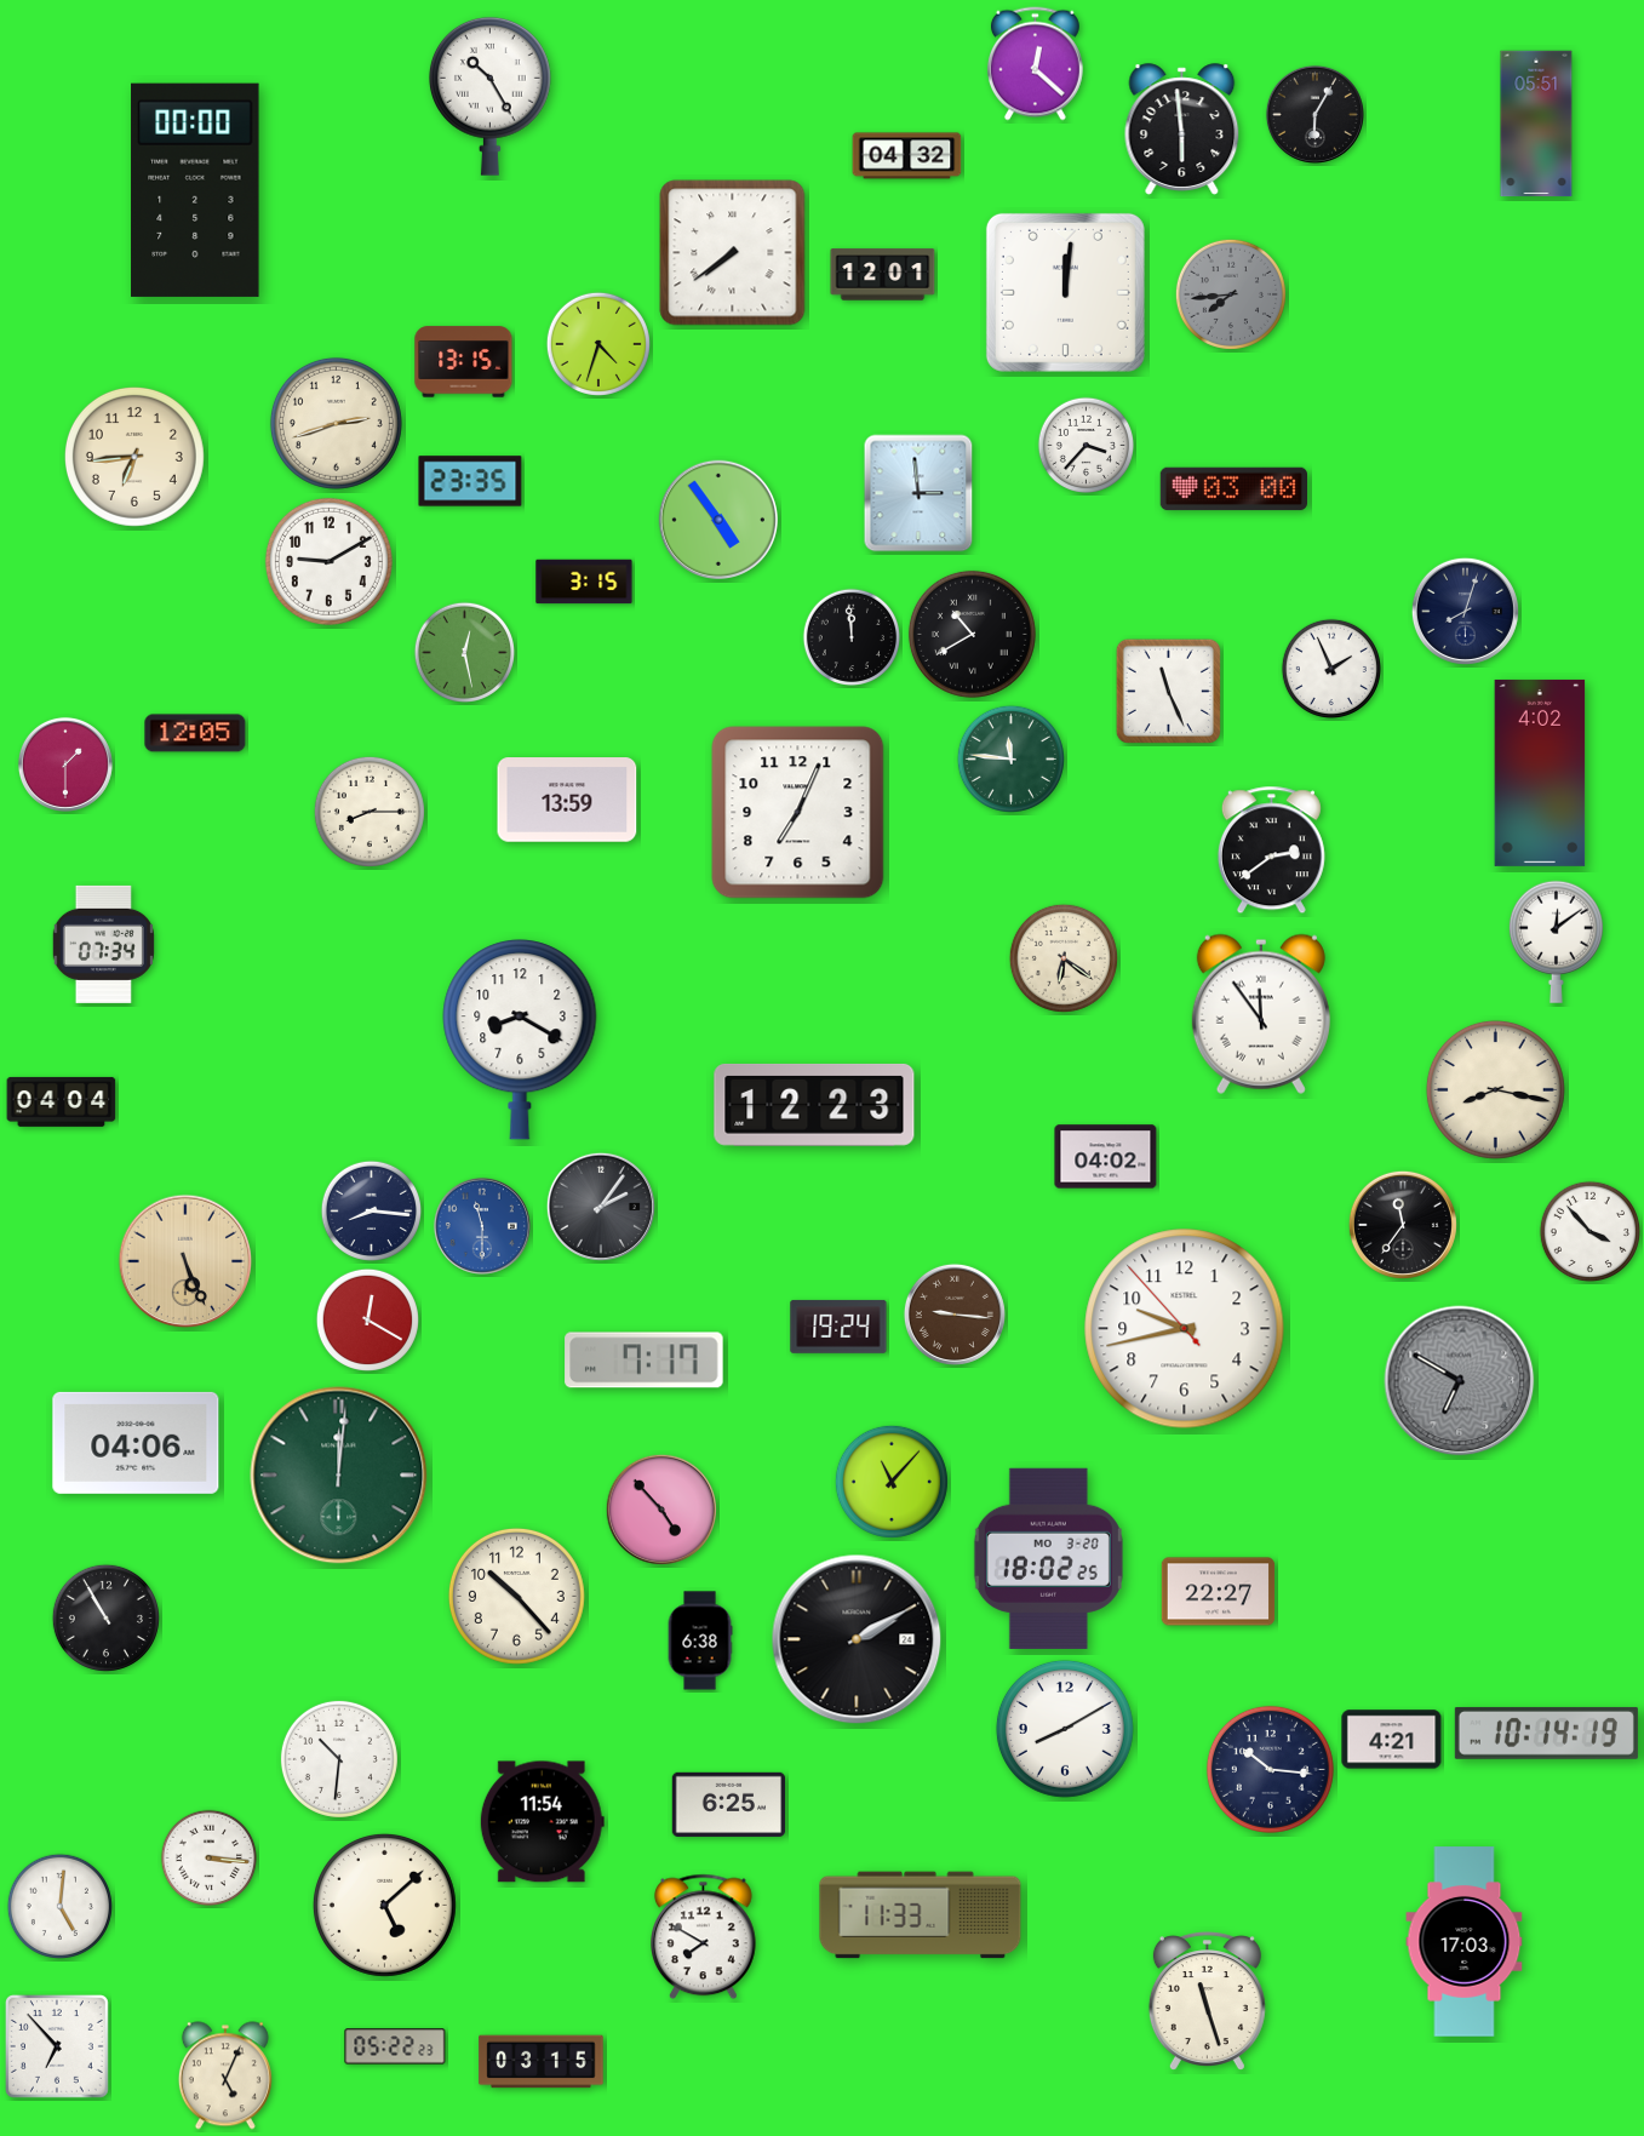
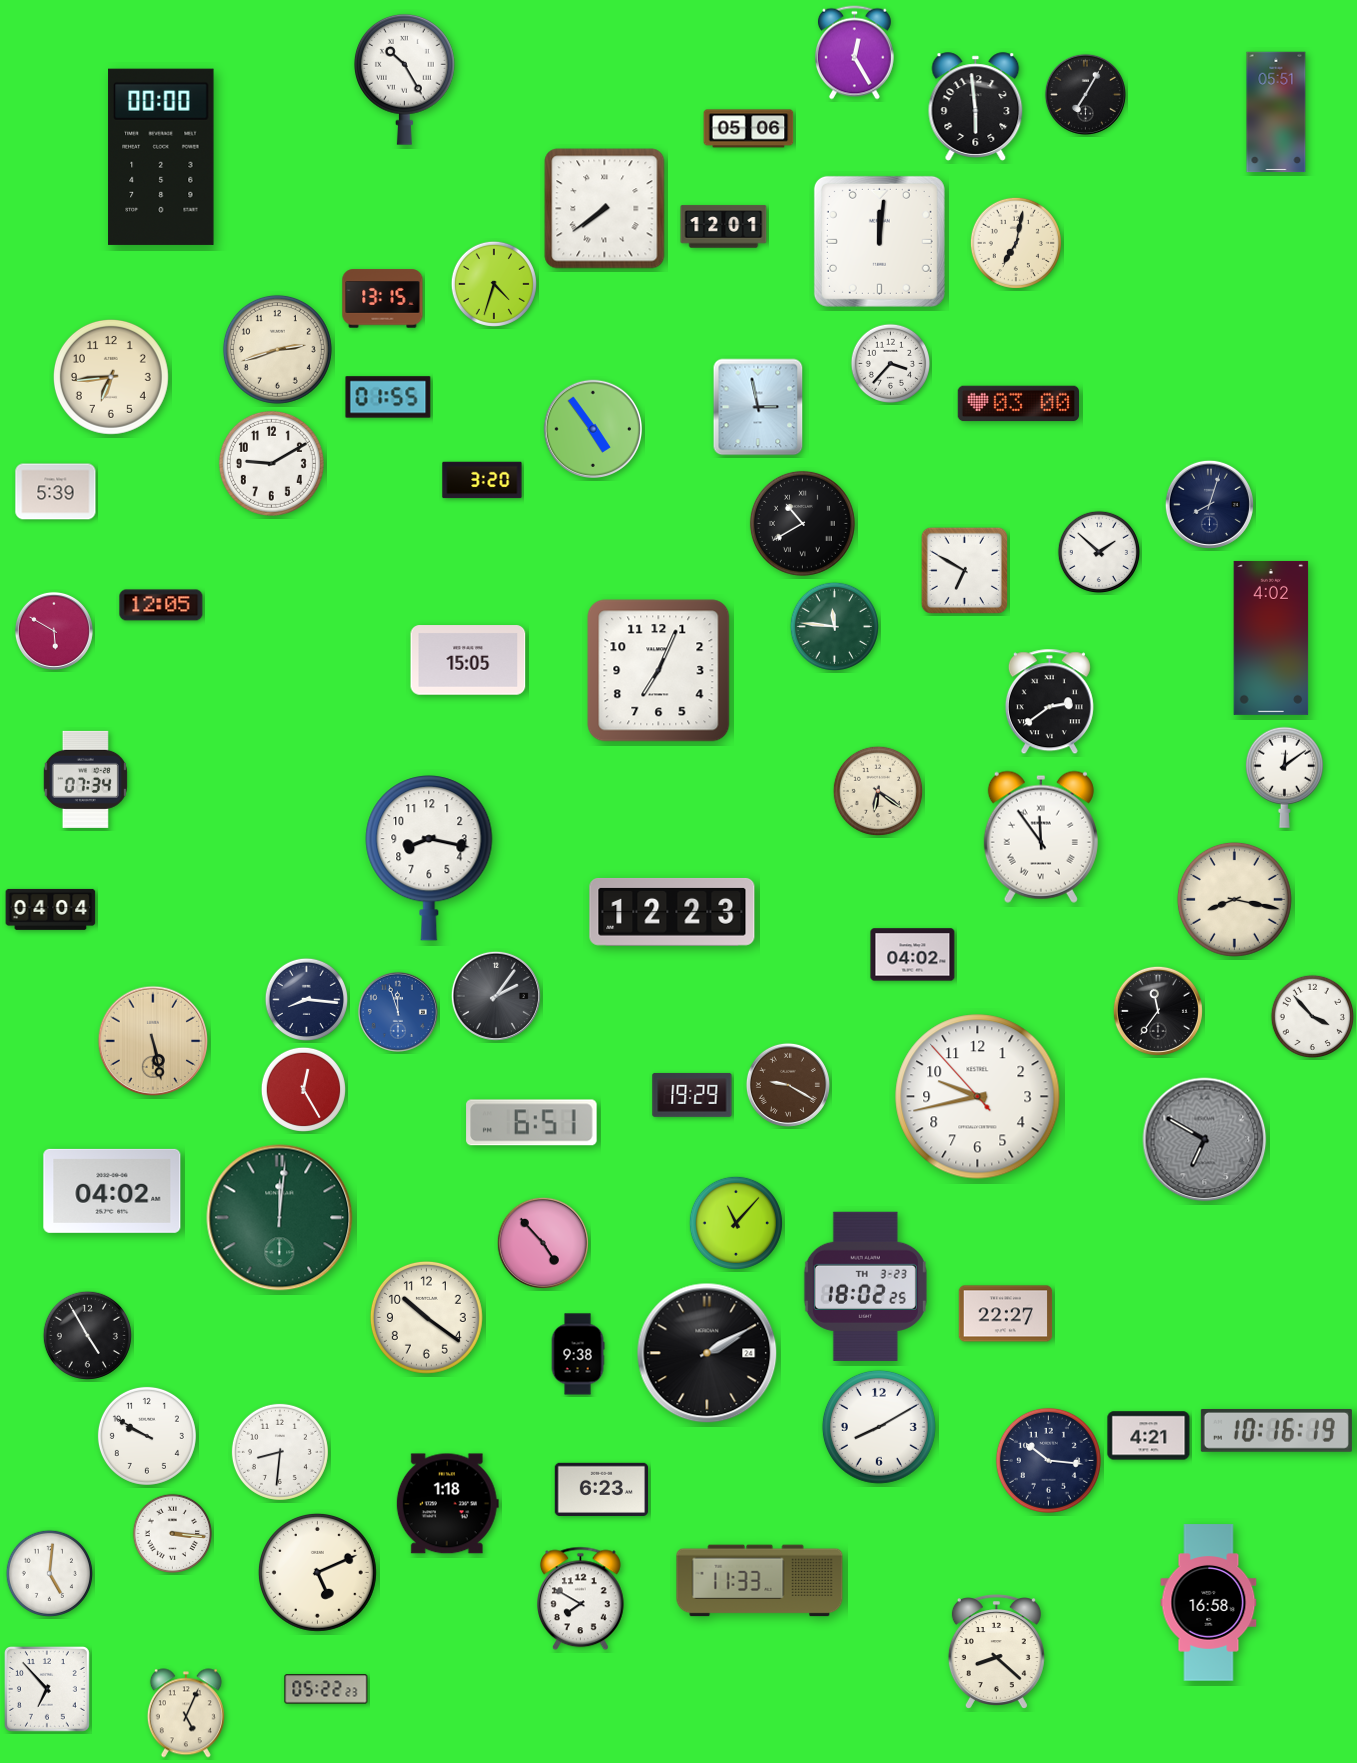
clock at (1035, 64): 12:22 -> 12:25
clock at (1314, 114): 6:05 -> 7:05
clock at (1536, 124) position: (1536, 124) -> (1276, 112)
clock at (907, 156): 04:32 -> 05:06
clock at (883, 275) position: (883, 275) -> (724, 227)
clock at (1231, 294): 7:44 -> 7:02
clock at (1231, 294) dial: grey -> cream
clock at (1087, 446) position: (1087, 446) -> (891, 364)
clock at (470, 481): 23:35 -> 01:55
clock at (918, 493): 2:59 -> 2:58
clock at (584, 582): 3:15 -> 3:20
clock at (56, 492): none -> 5:39
clock at (852, 637): 11:59 -> none
clock at (464, 652): 12:28 -> none
clock at (1330, 668): 1:56 -> 1:52
clock at (1168, 691): 11:26 -> 6:50
clock at (65, 765): 1:30 -> 5:50
clock at (567, 800): 13:59 -> 15:05
clock at (370, 812): 8:15 -> none
clock at (520, 1040): 8:20 -> 8:17
clock at (482, 1226): 11:30 -> 11:57
clock at (185, 1261): 5:26 -> 5:28
clock at (955, 1315): 9:16 -> 9:20
clock at (367, 1319): 12:20 -> 12:25
clock at (838, 1327): 19:24 -> 19:29
clock at (645, 1361): 7:17 -> 6:51
clock at (136, 1443): 04:06 -> 04:02
clock at (661, 1510) position: (661, 1510) -> (543, 1243)
clock at (1048, 1558) date: MO 3-20 -> TH 3-23
clock at (516, 1596): 10:23 -> 10:21
clock at (105, 1617): 10:55 -> 4:55
clock at (700, 1640): 6:38 -> 9:38
clock at (1546, 1734): 10:14 -> 10:16
clock at (147, 1436): none -> 9:50
clock at (339, 1759): 10:31 -> 8:31
clock at (729, 1804): 6:25 -> 6:23
clock at (542, 1822): 11:54 -> 1:18
clock at (384, 1905): 5:08 -> 5:11
clock at (1465, 1942): 17:03 -> 16:58
clock at (1207, 2000): 11:27 -> 8:22
clock at (542, 2062): 03:15 -> none
